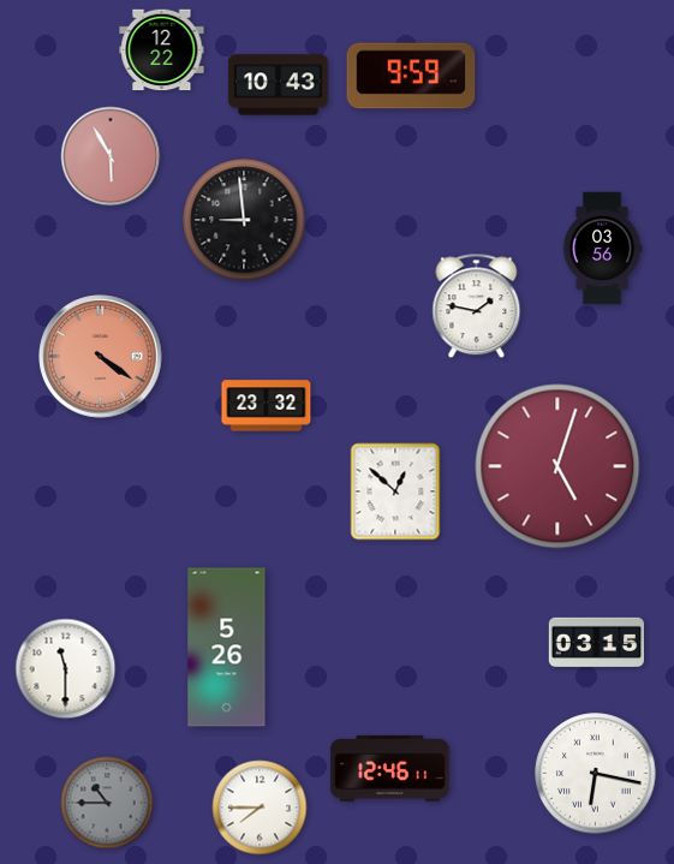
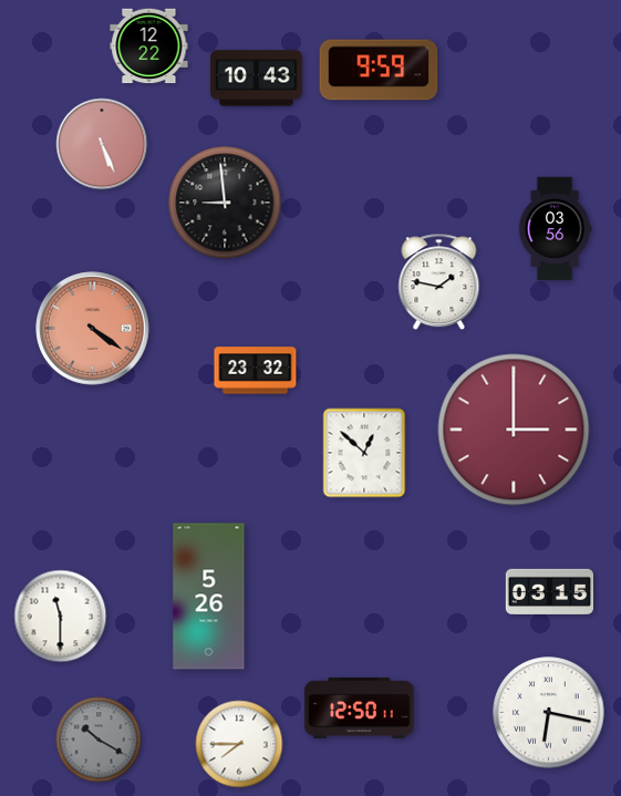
clock at (111, 156): 5:55 -> 5:26
clock at (267, 406) position: (267, 406) -> (256, 371)
clock at (557, 466): 5:03 -> 3:00
clock at (390, 768): 12:46 -> 12:50
clock at (107, 803): 10:45 -> 10:20
